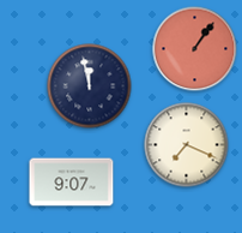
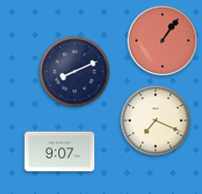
clock at (90, 86): 11:58 -> 8:11
